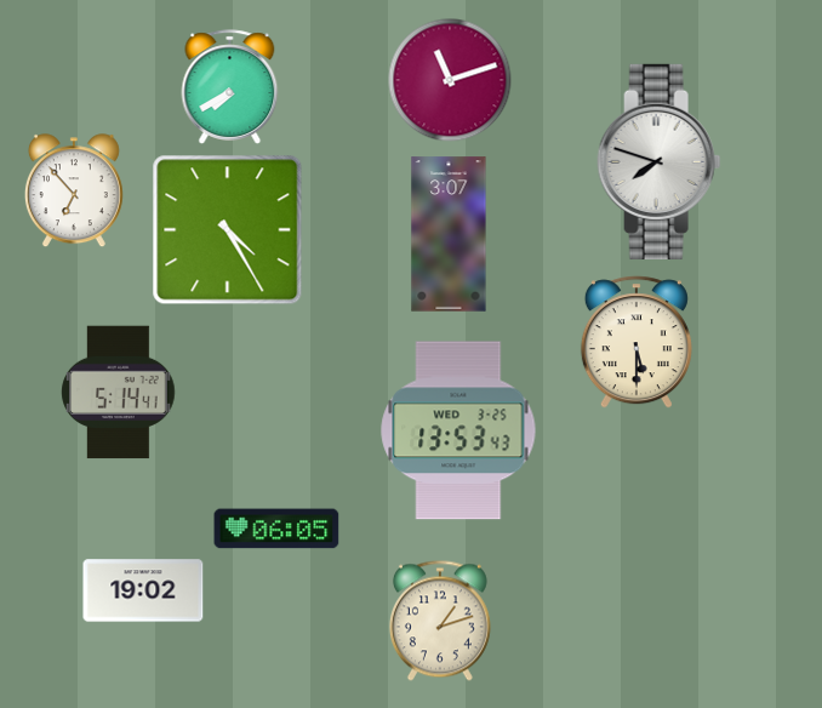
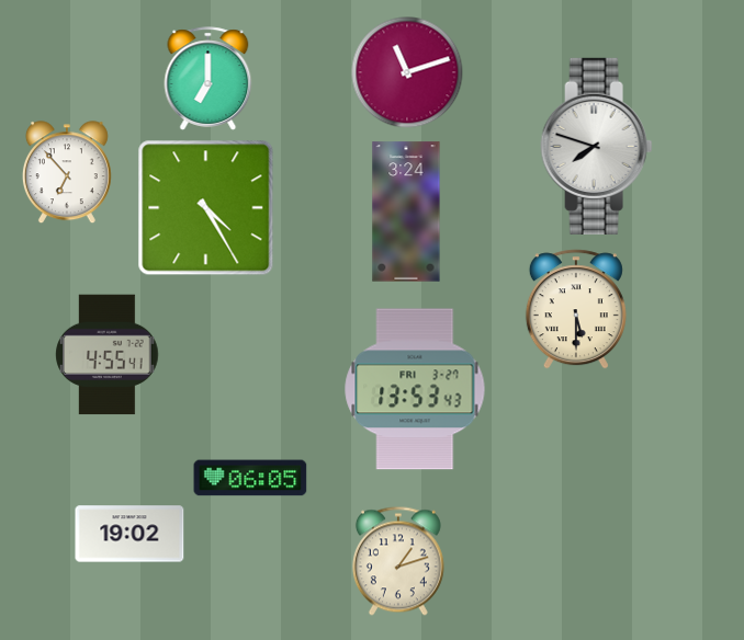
clock at (230, 87): 7:40 -> 7:00
clock at (449, 234): 3:07 -> 3:24
clock at (119, 393): 5:14 -> 4:55
clock at (458, 430) date: WED 3-25 -> FRI 3-27
